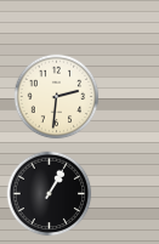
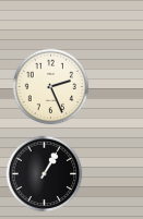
clock at (57, 97): 2:31 -> 2:26
